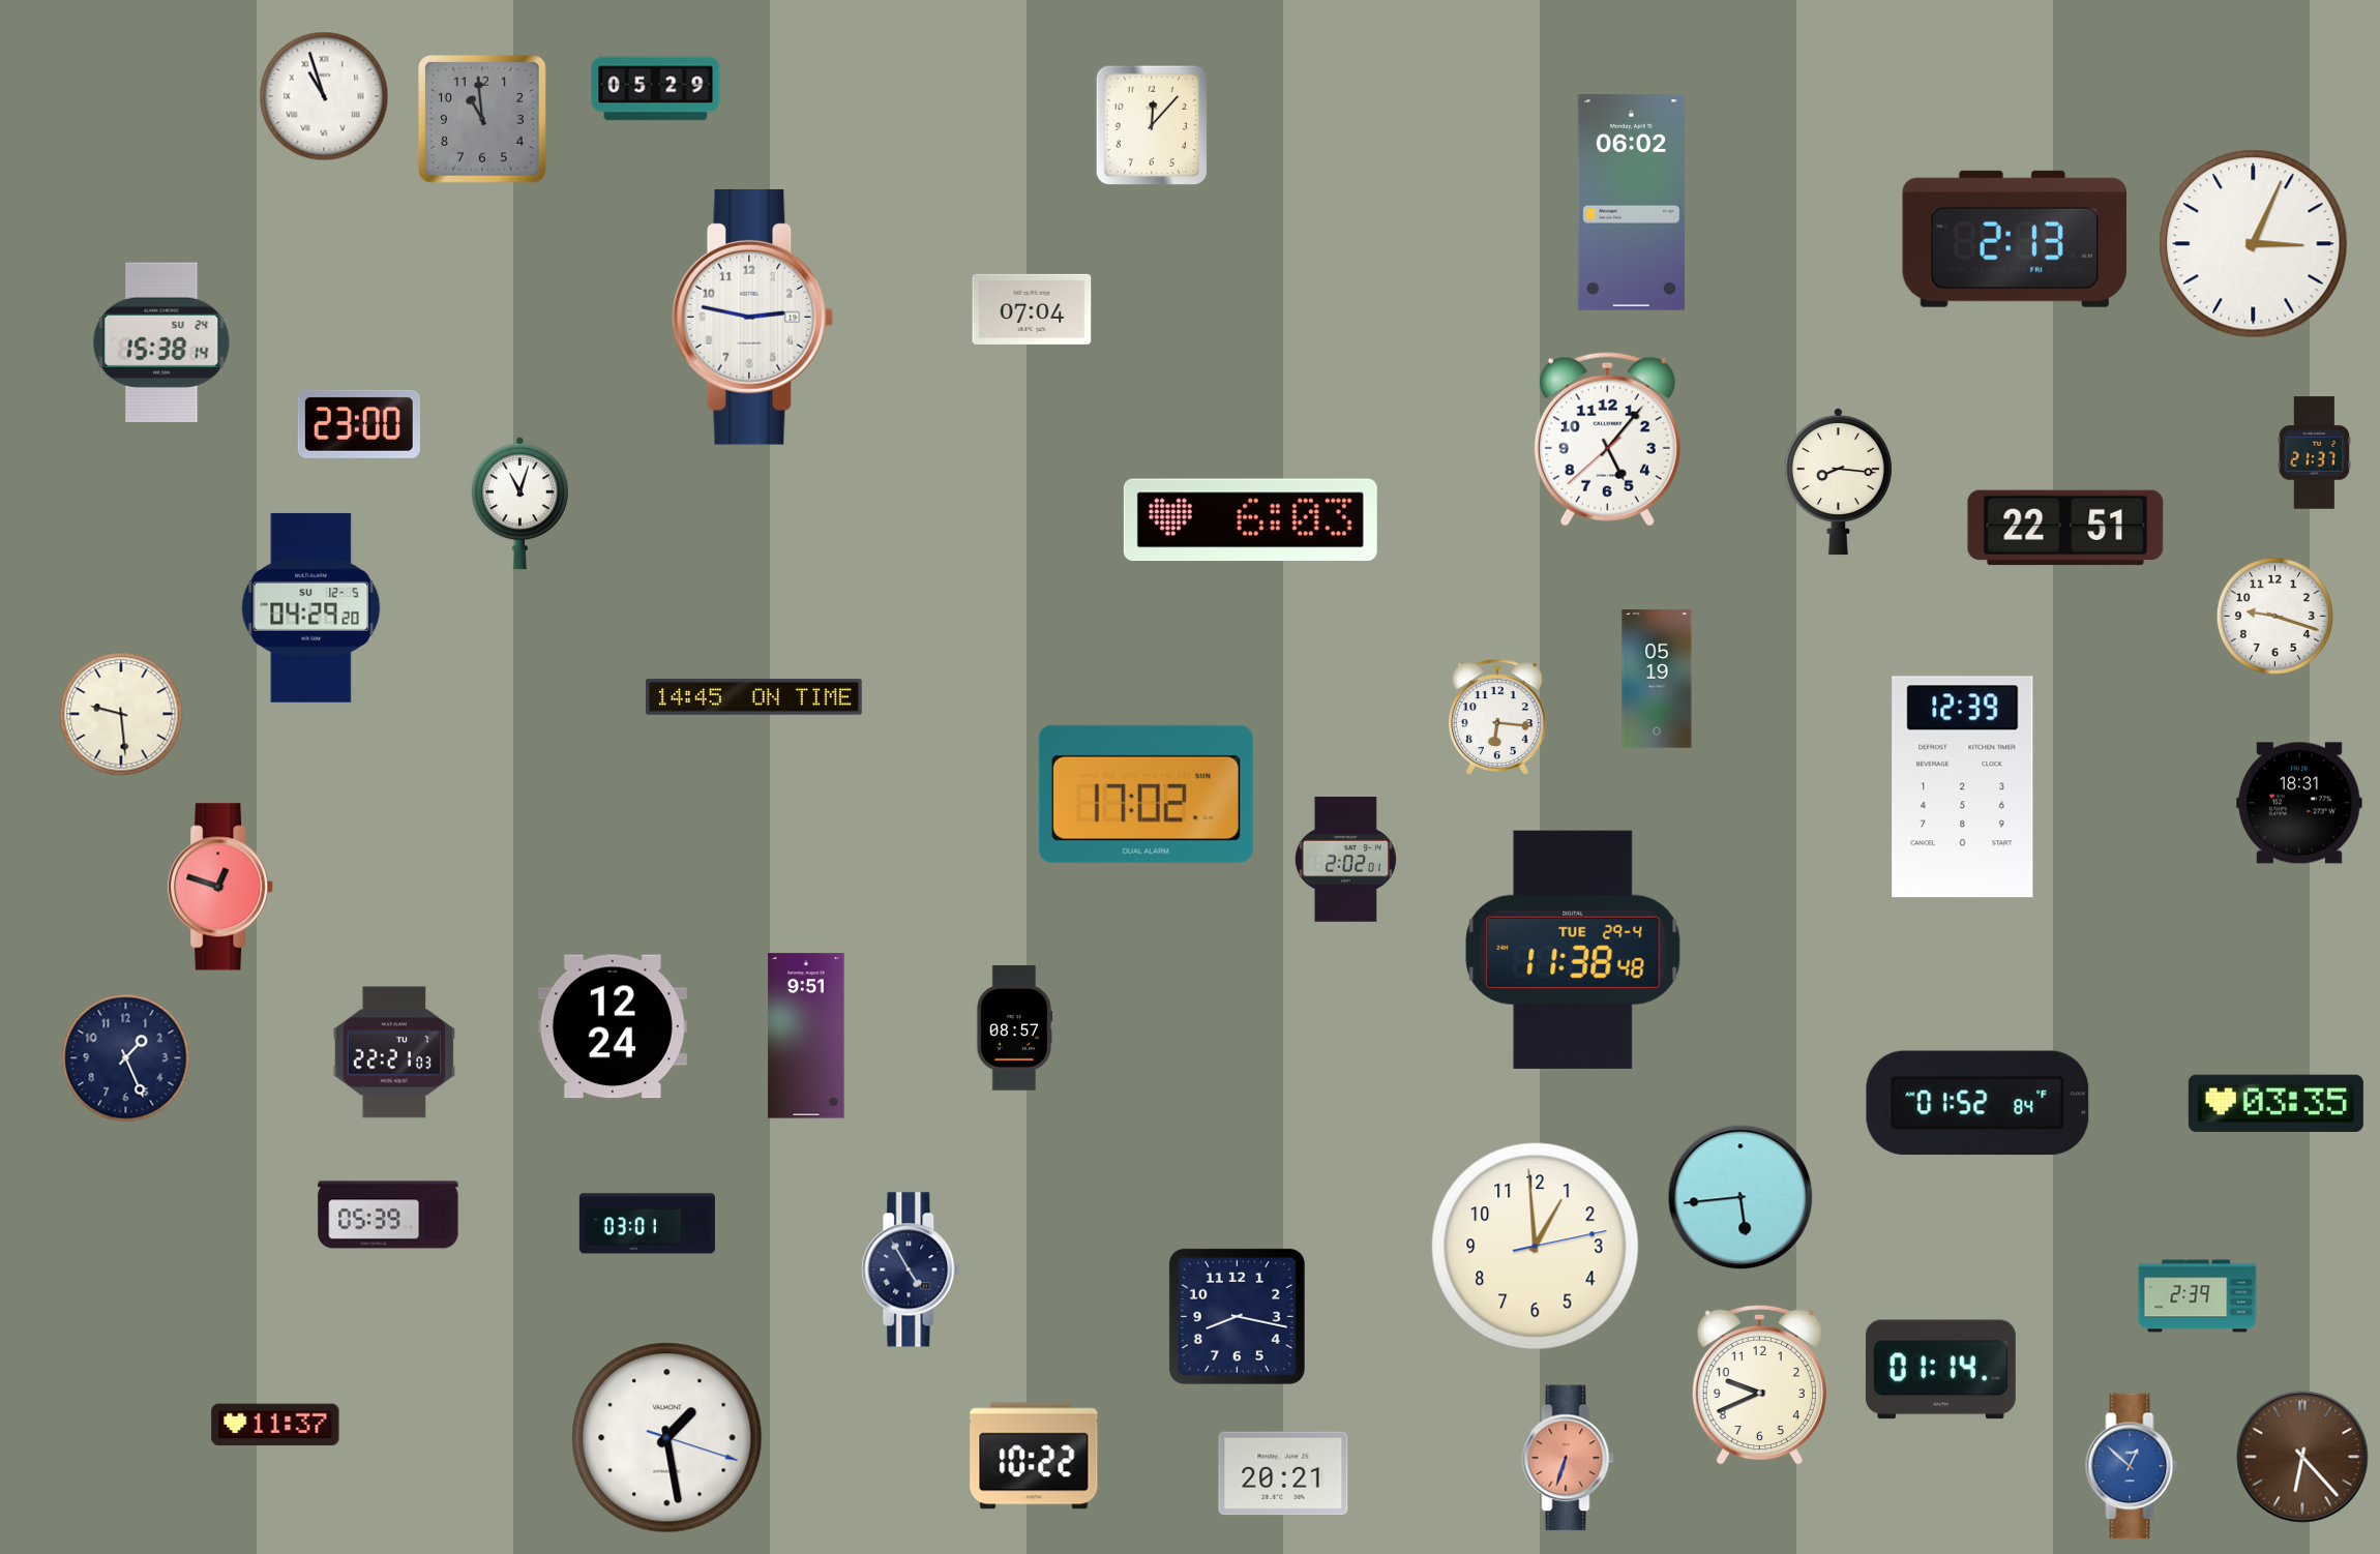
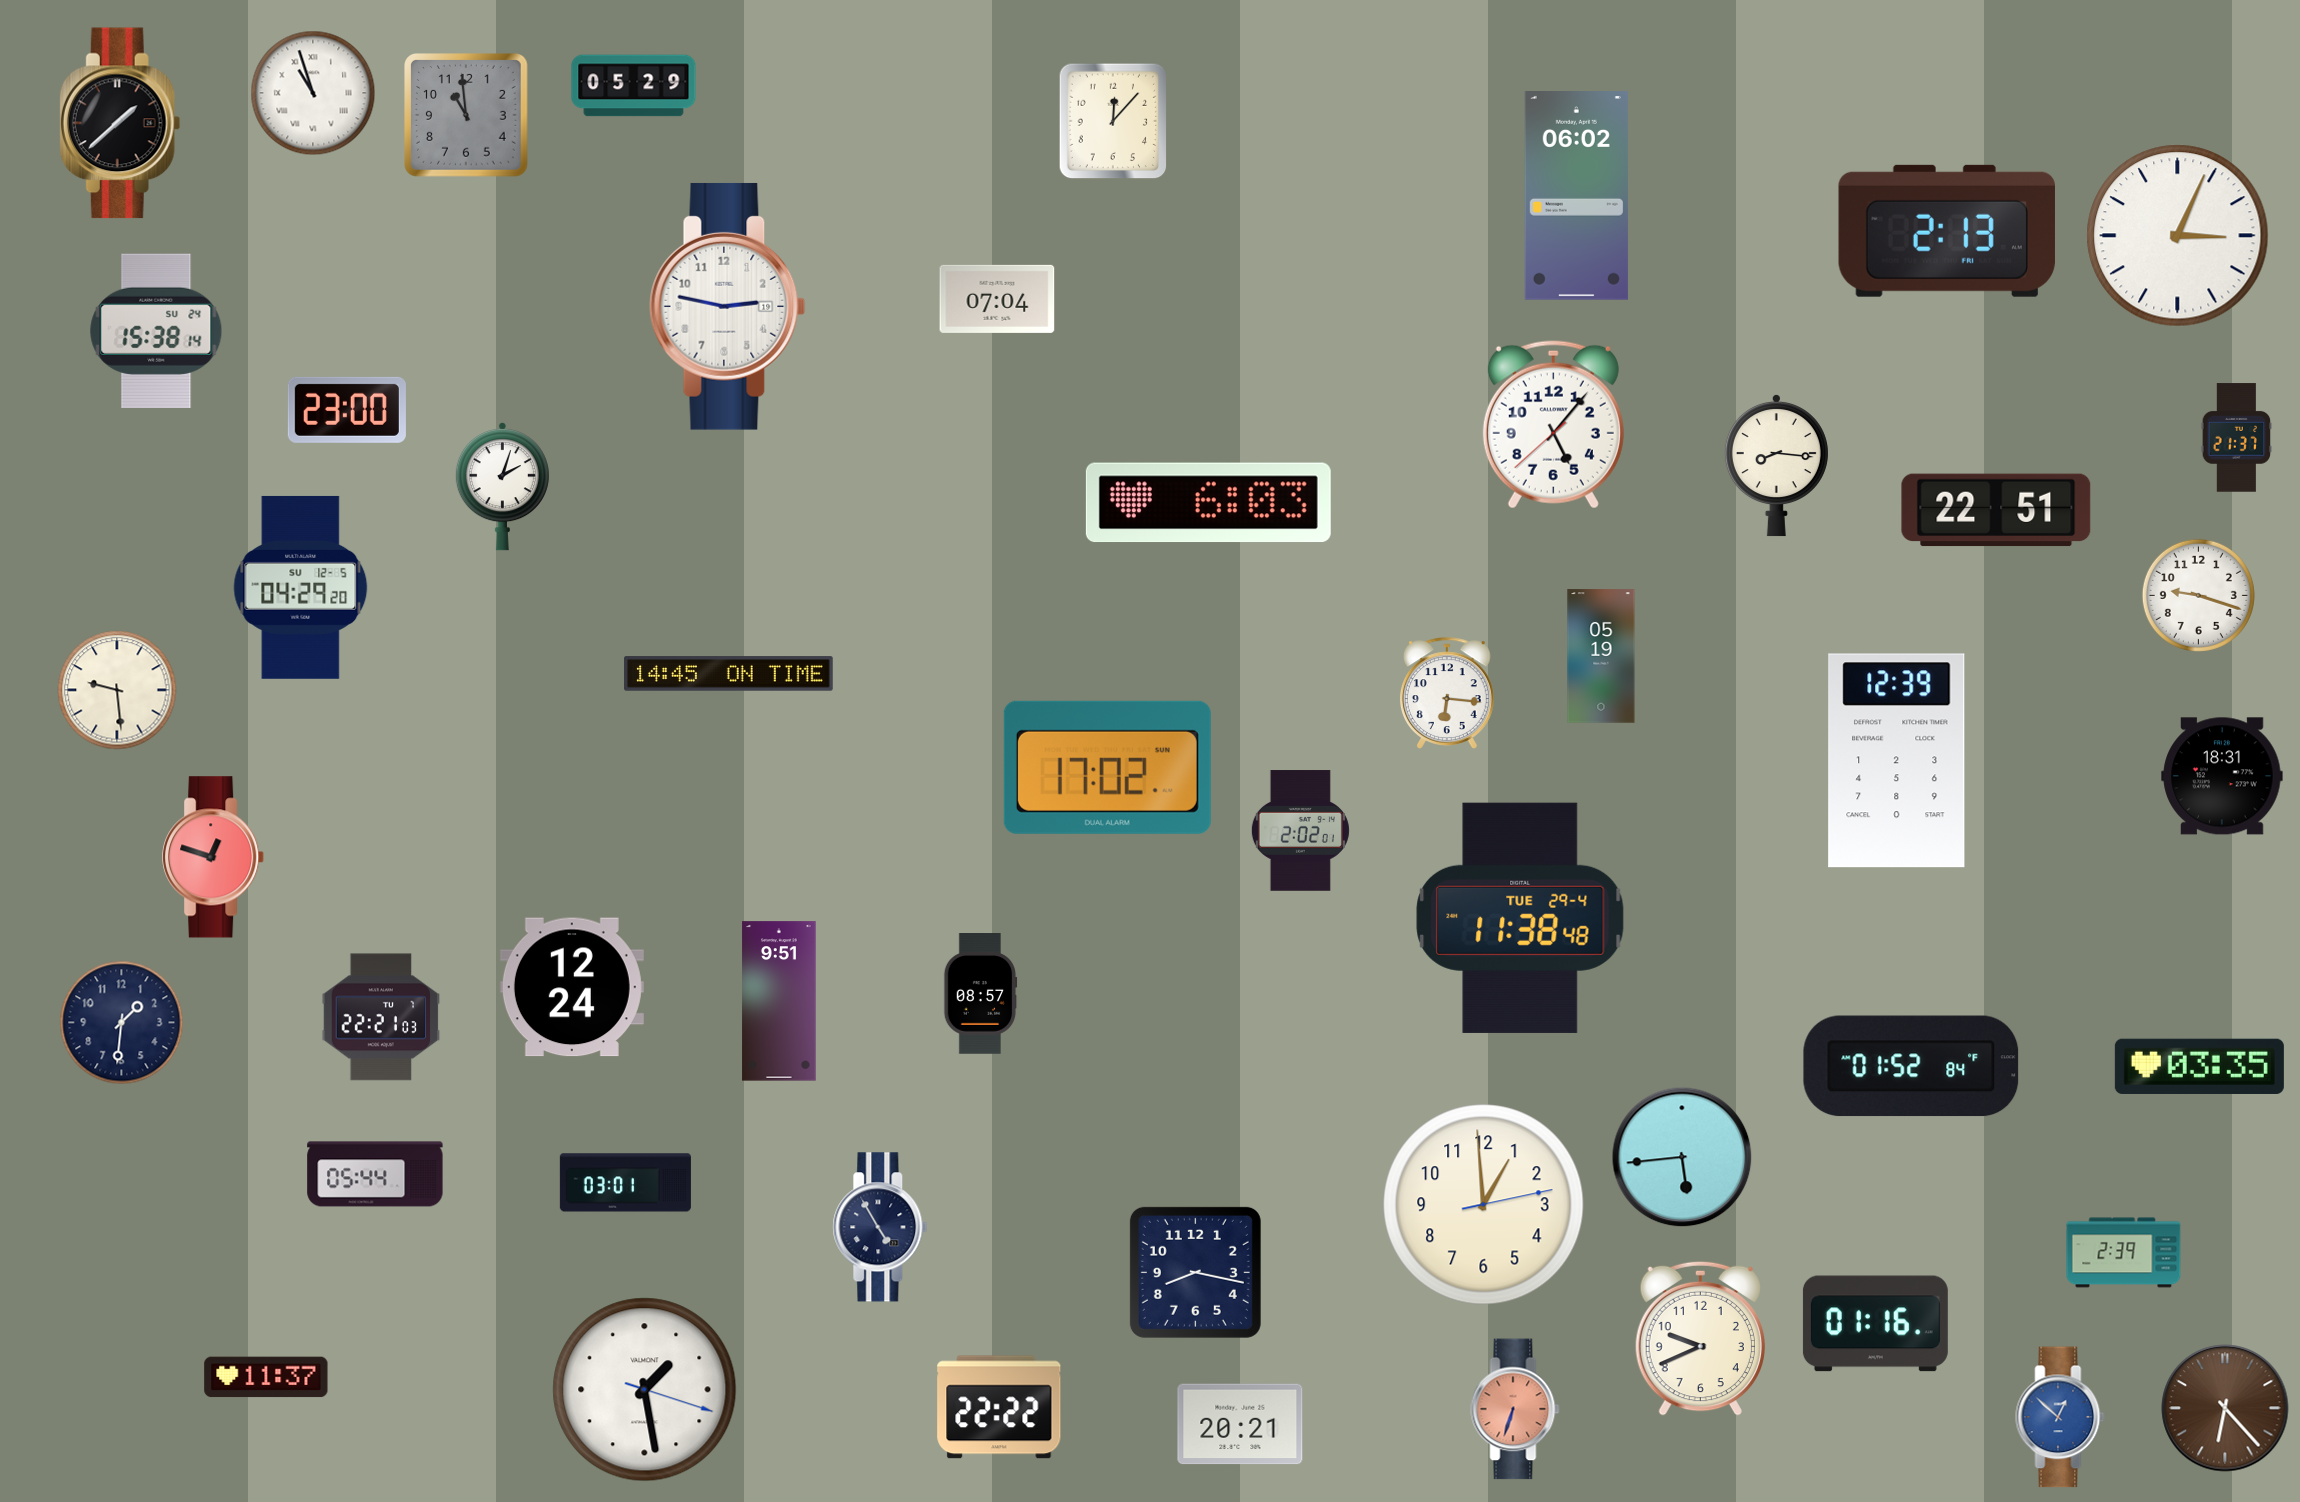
clock at (120, 123): none -> 1:38
clock at (519, 504): 11:03 -> 2:03
clock at (613, 1026) position: (613, 1026) -> (572, 987)
clock at (126, 1058): 1:26 -> 1:31
clock at (388, 1215): 05:39 -> 05:44
clock at (1940, 1370): 01:14 -> 01:16
clock at (1034, 1456): 10:22 -> 22:22
